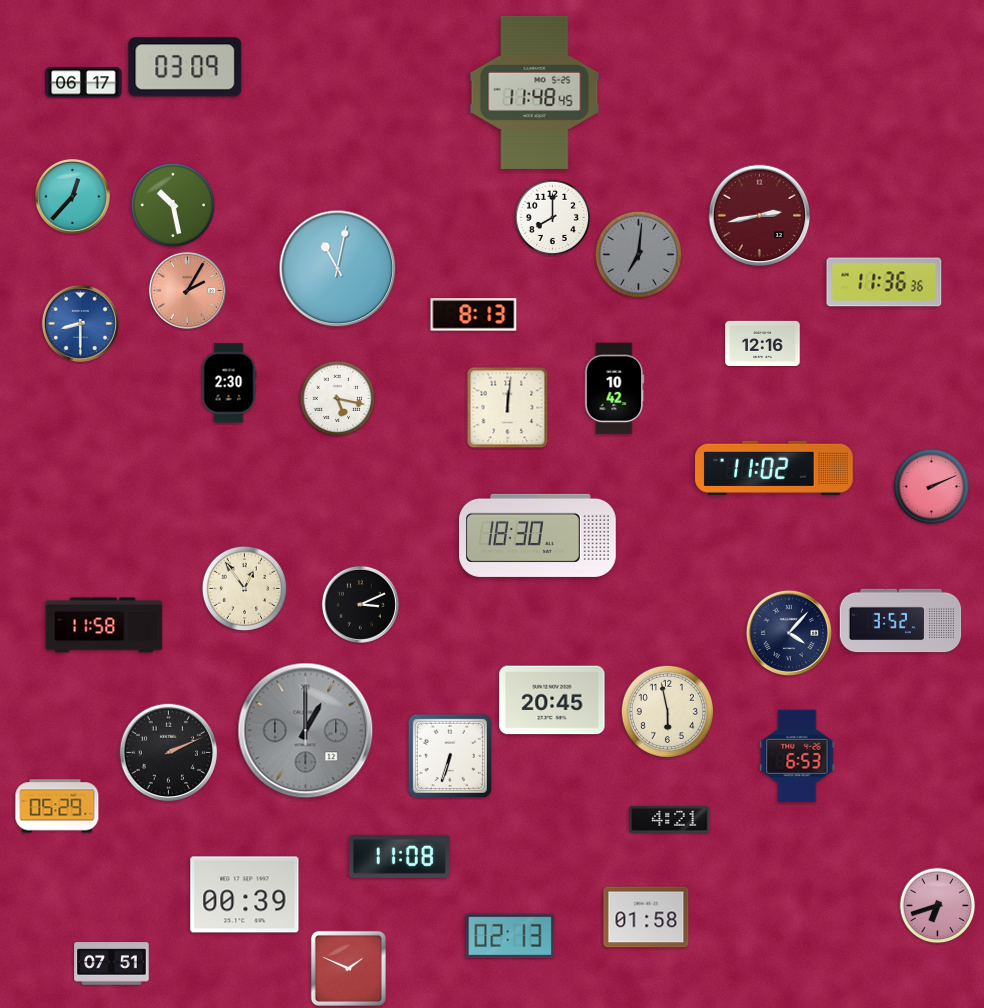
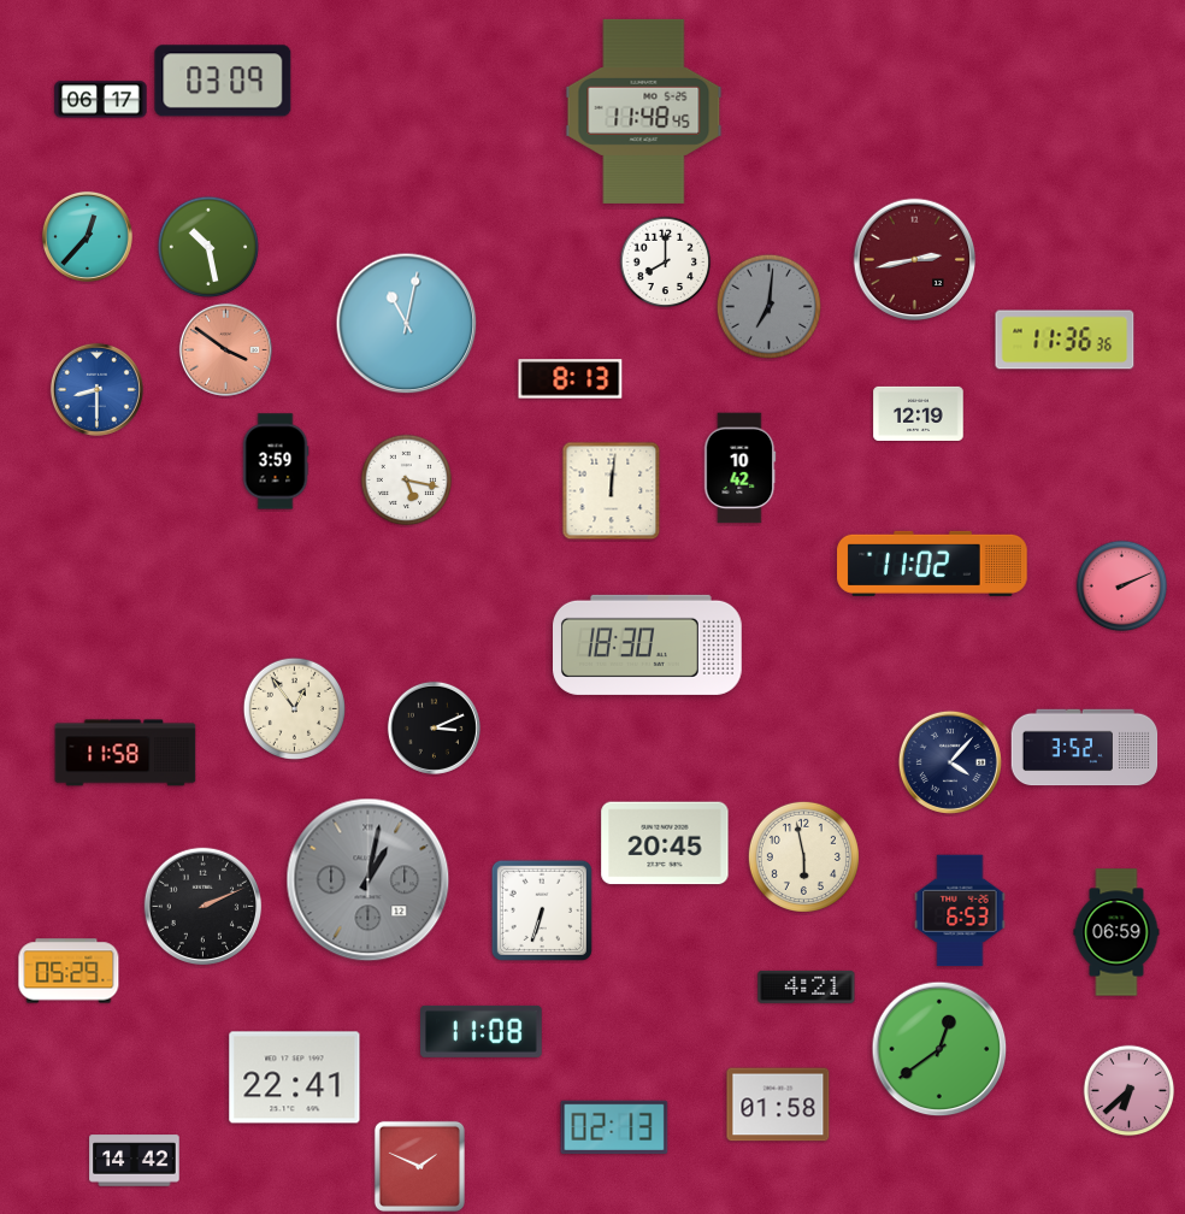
clock at (187, 290): 2:05 -> 3:51
clock at (763, 343): 12:16 -> 12:19
clock at (229, 383): 2:30 -> 3:59
clock at (306, 731): 1:00 -> 1:02
clock at (1116, 932): none -> 06:59
clock at (939, 1049): none -> 12:39
clock at (245, 895): 00:39 -> 22:41
clock at (938, 906): 6:42 -> 6:38
clock at (112, 964): 07:51 -> 14:42
